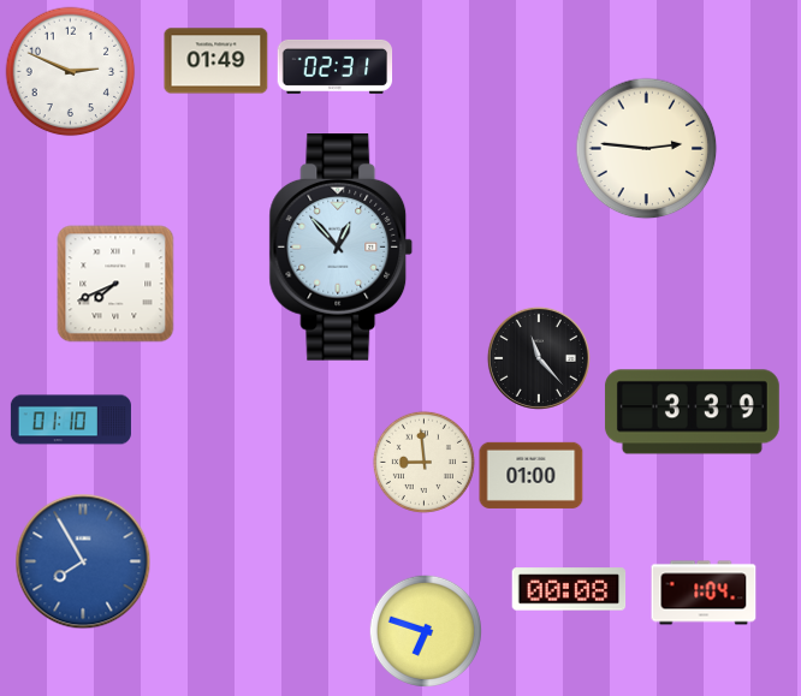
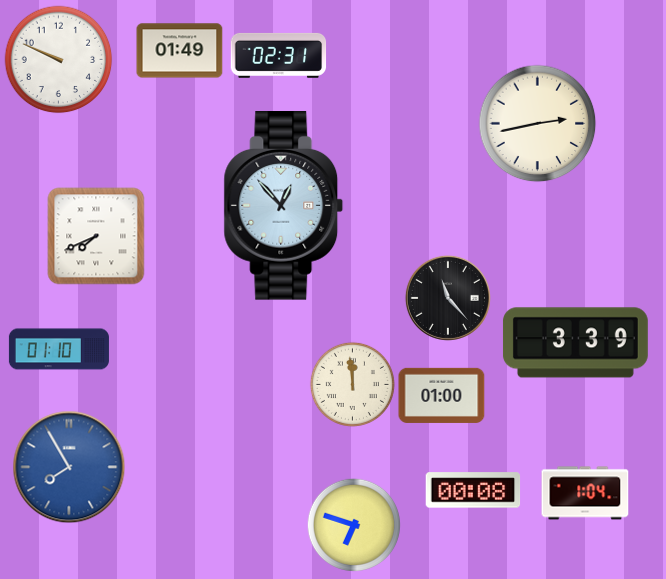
clock at (71, 72): 2:49 -> 9:49
clock at (647, 149): 2:46 -> 2:43
clock at (423, 462): 8:59 -> 11:59
